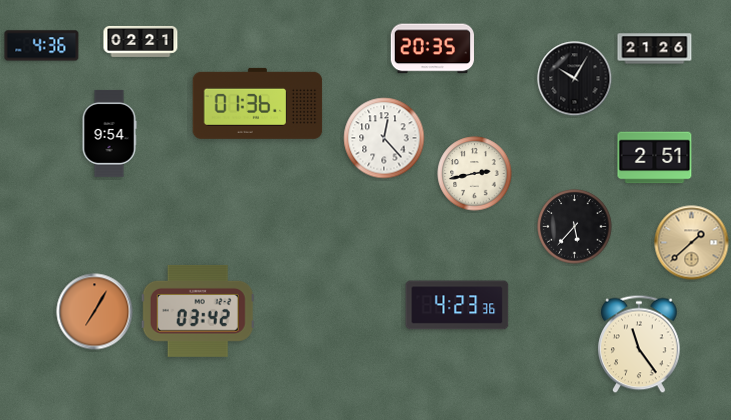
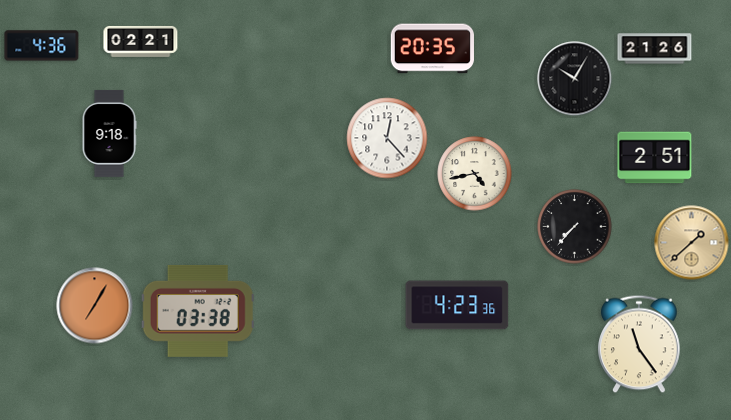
clock at (258, 103): 01:36 -> none
clock at (109, 133): 9:54 -> 9:18
clock at (384, 138) position: (384, 138) -> (387, 138)
clock at (475, 174): 2:43 -> 4:43
clock at (575, 227): 5:37 -> 7:37
clock at (198, 311): 03:42 -> 03:38
clock at (95, 312) position: (95, 312) -> (95, 306)
